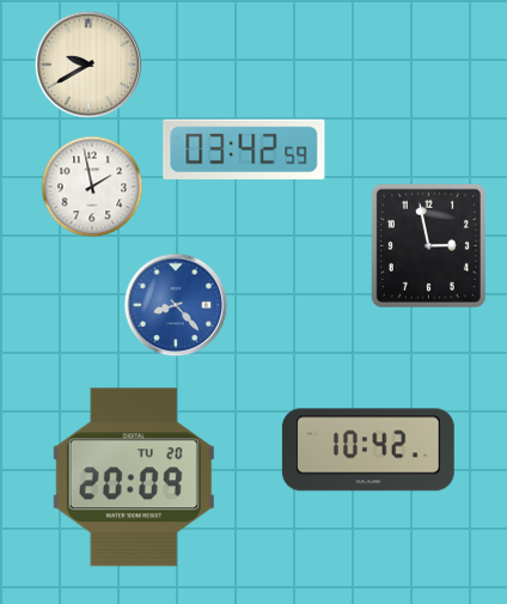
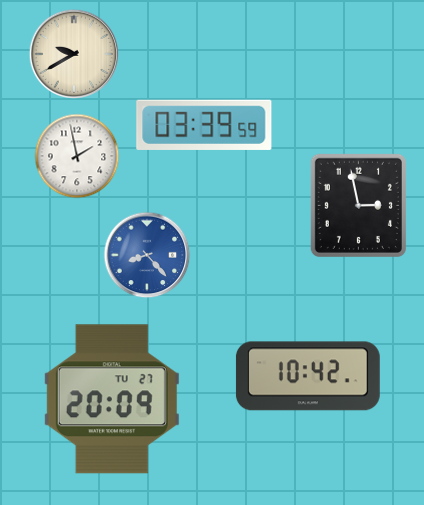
clock at (244, 150): 03:42 -> 03:39
clock at (134, 477) date: TU 20 -> TU 27
